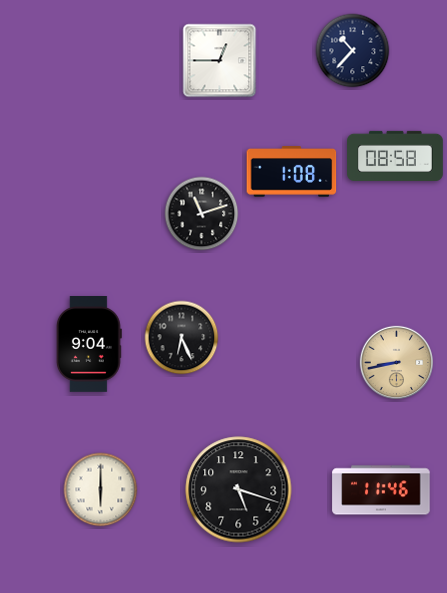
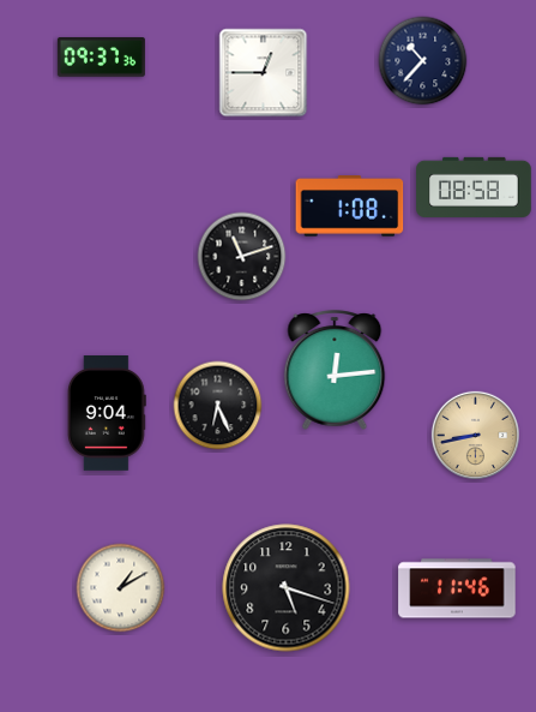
clock at (101, 58): none -> 09:37
clock at (335, 370): none -> 12:14
clock at (101, 490): 6:00 -> 1:10
